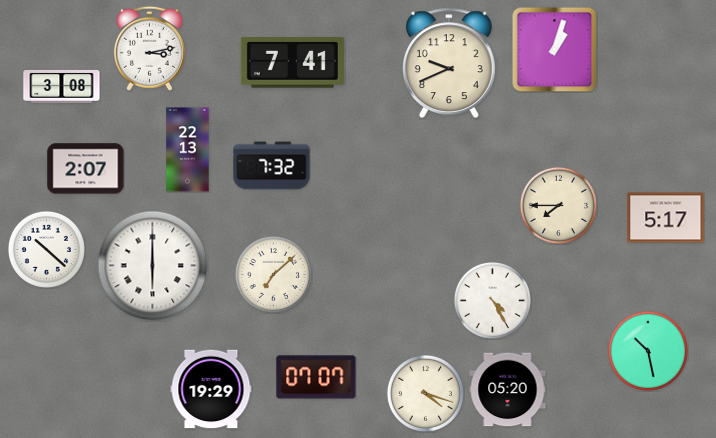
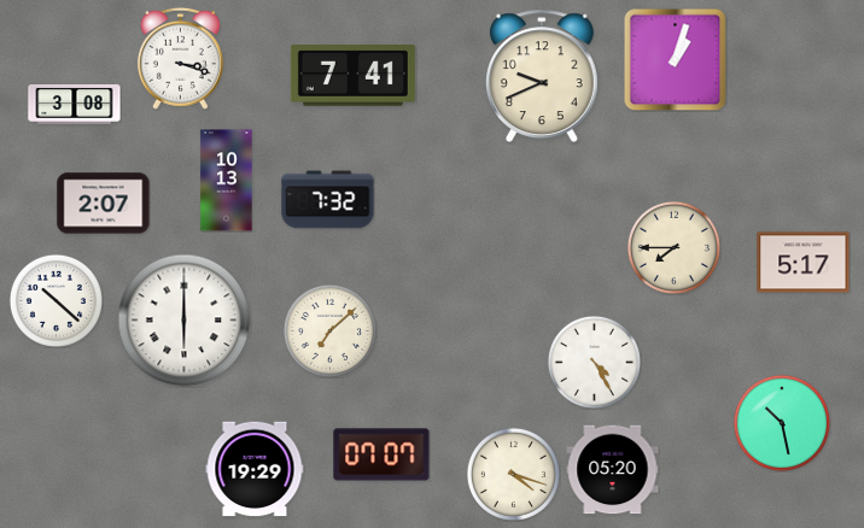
clock at (149, 48): 3:13 -> 3:18
clock at (554, 49) position: (554, 49) -> (675, 59)
clock at (188, 150): 22:13 -> 10:13
